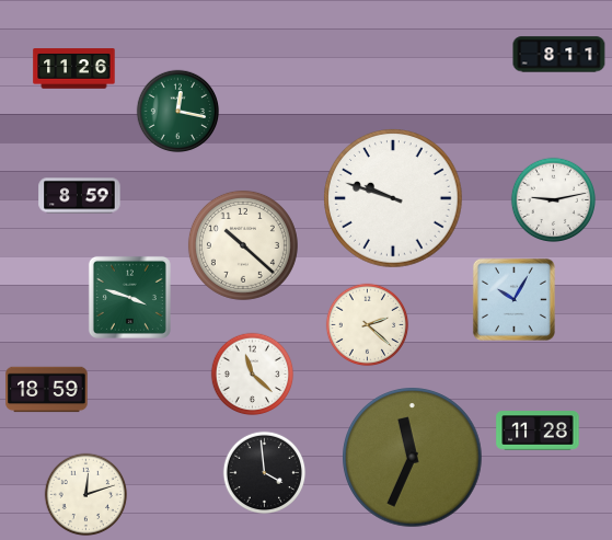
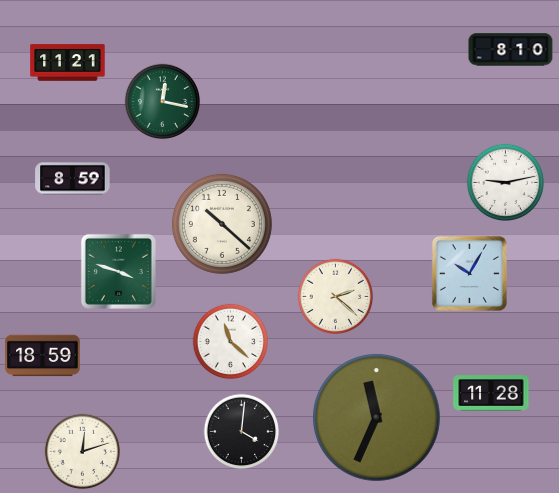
clock at (559, 55): 8:11 -> 8:10
clock at (74, 69): 11:26 -> 11:21
clock at (393, 198): 9:48 -> none
clock at (265, 473): 3:59 -> 4:01
clock at (86, 495) position: (86, 495) -> (83, 452)
